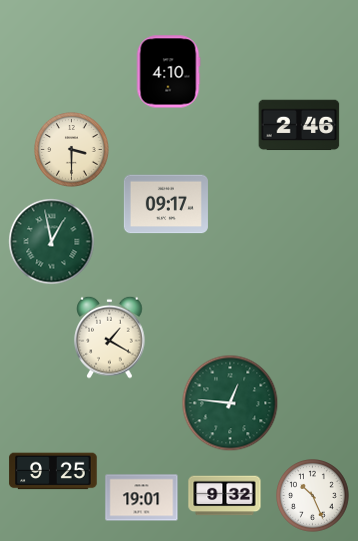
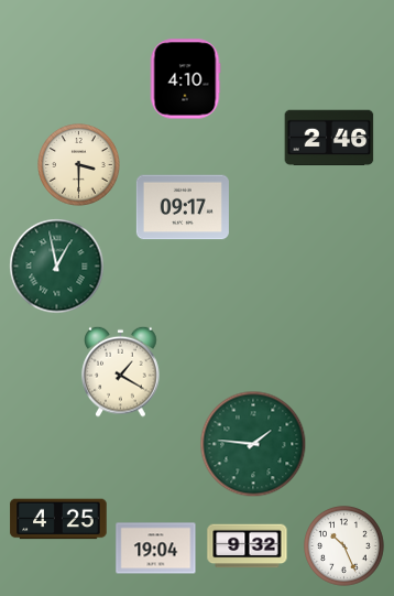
clock at (166, 204) position: (166, 204) -> (183, 207)
clock at (230, 403): 12:46 -> 1:46
clock at (53, 471): 9:25 -> 4:25
clock at (142, 498): 19:01 -> 19:04
